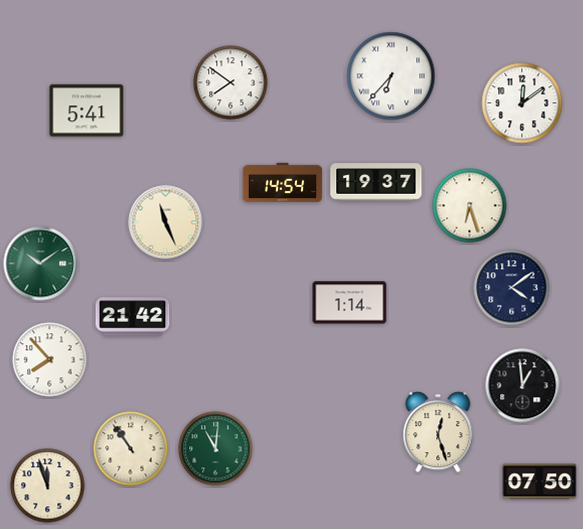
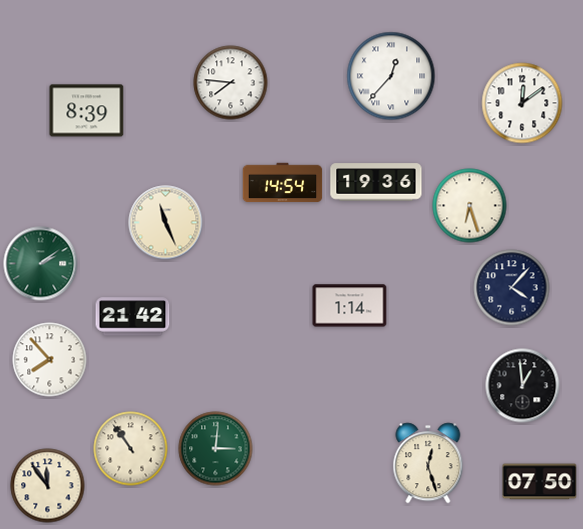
clock at (391, 76): 6:37 -> 12:37
clock at (231, 83): 7:51 -> 7:46
clock at (87, 111): 5:41 -> 8:39
clock at (376, 182): 19:37 -> 19:36
clock at (41, 264): 10:09 -> 2:09
clock at (512, 288): 4:09 -> 4:07
clock at (350, 303) position: (350, 303) -> (350, 306)
clock at (438, 432) position: (438, 432) -> (428, 463)
clock at (216, 449): 11:01 -> 3:01
clock at (48, 486): 11:57 -> 11:54
